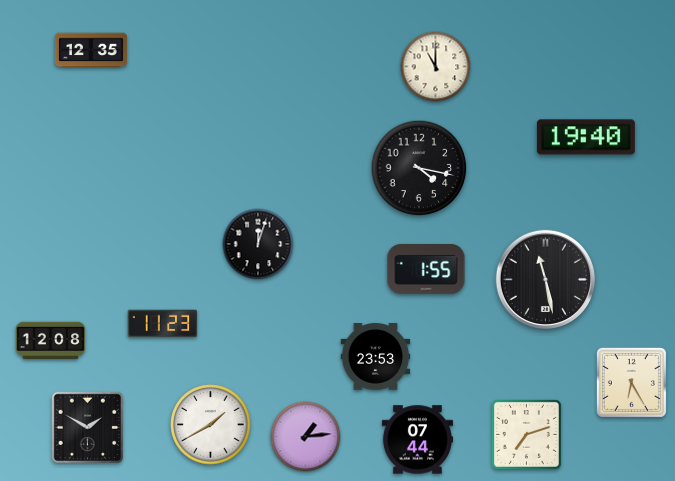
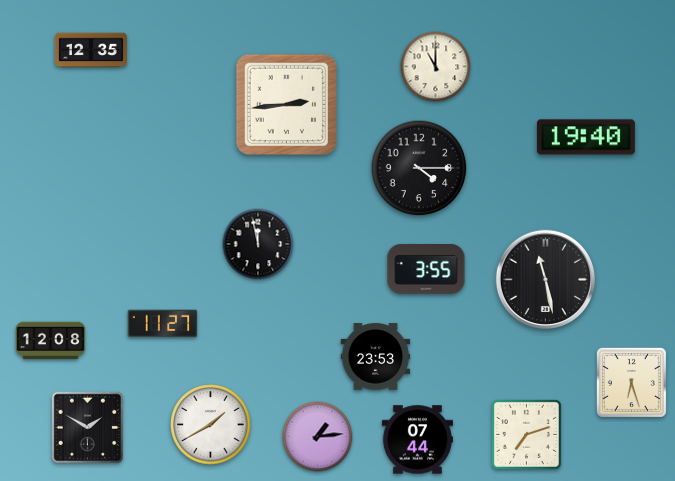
clock at (286, 104): none -> 2:44
clock at (419, 168): 4:17 -> 4:15
clock at (258, 244): 12:03 -> 11:58
clock at (426, 270): 1:55 -> 3:55
clock at (163, 324): 11:23 -> 11:27
clock at (631, 382): 6:25 -> 6:27
clock at (306, 437) position: (306, 437) -> (318, 437)
